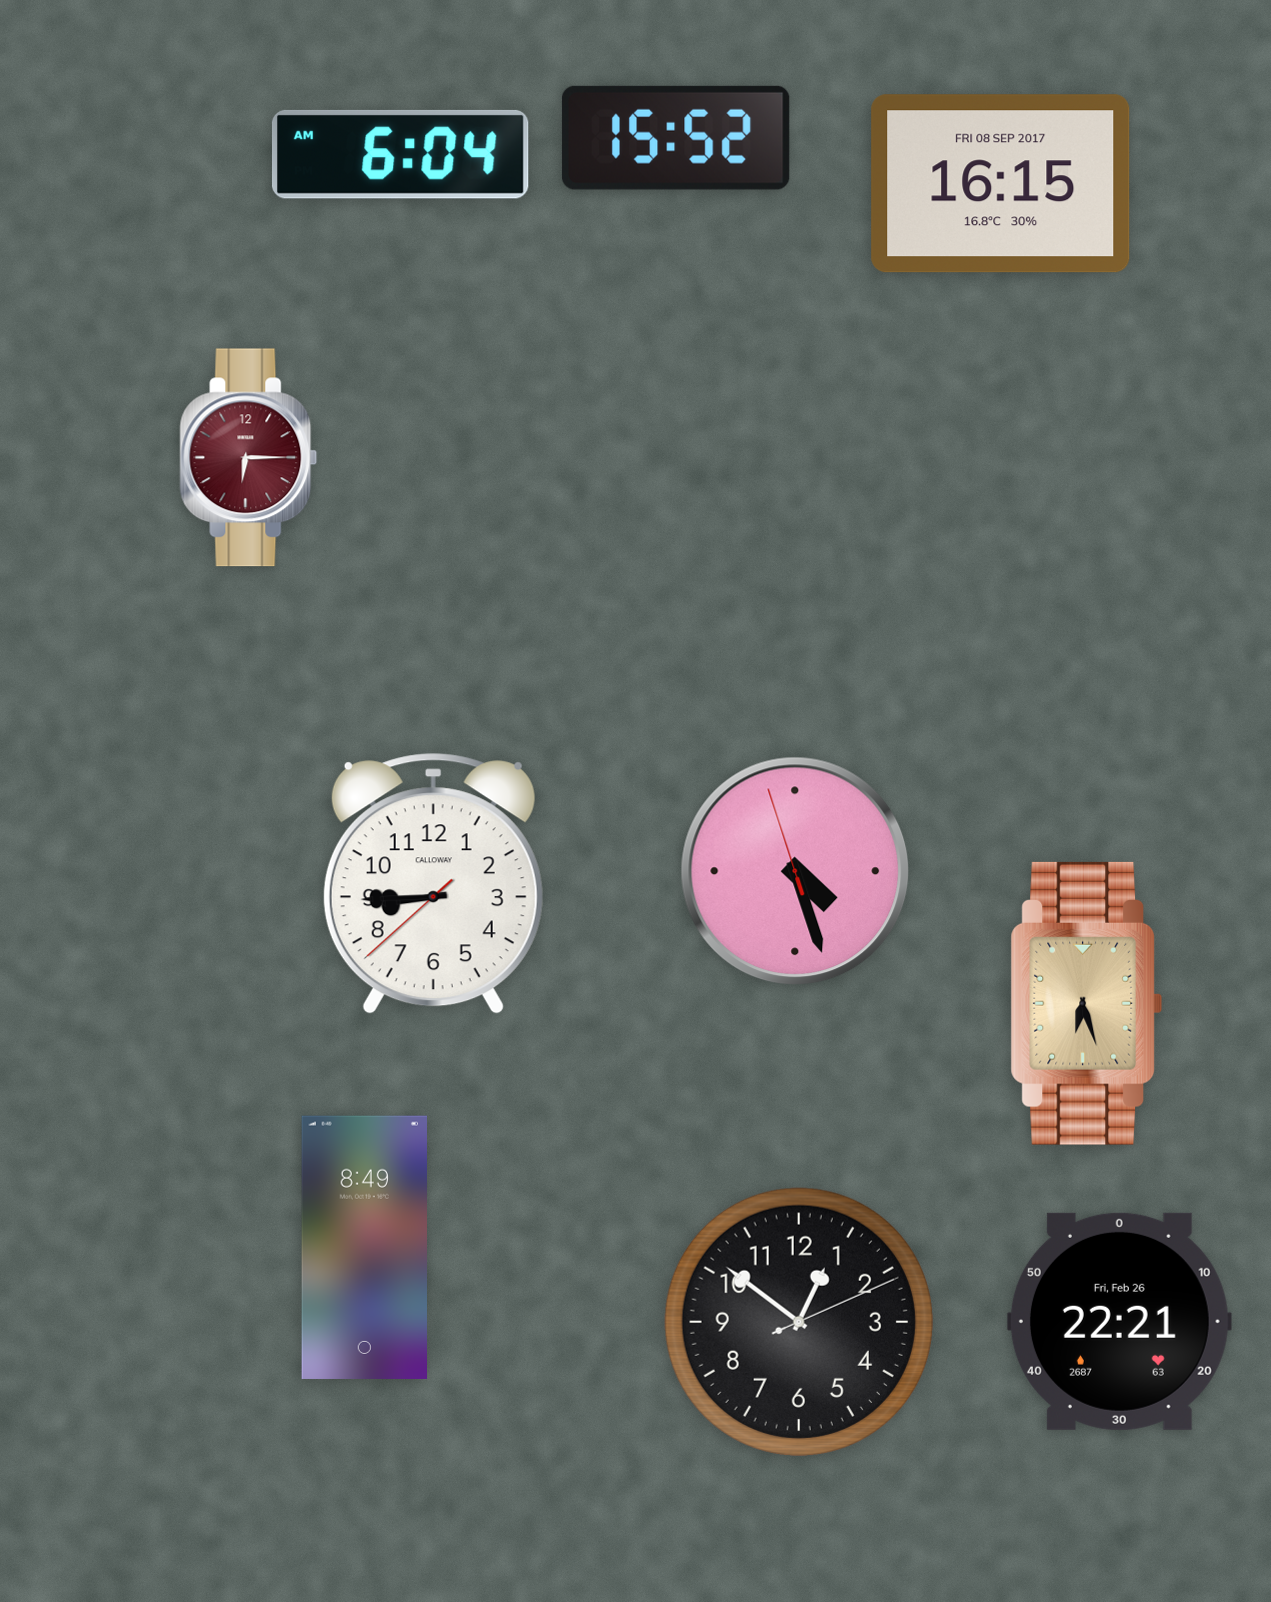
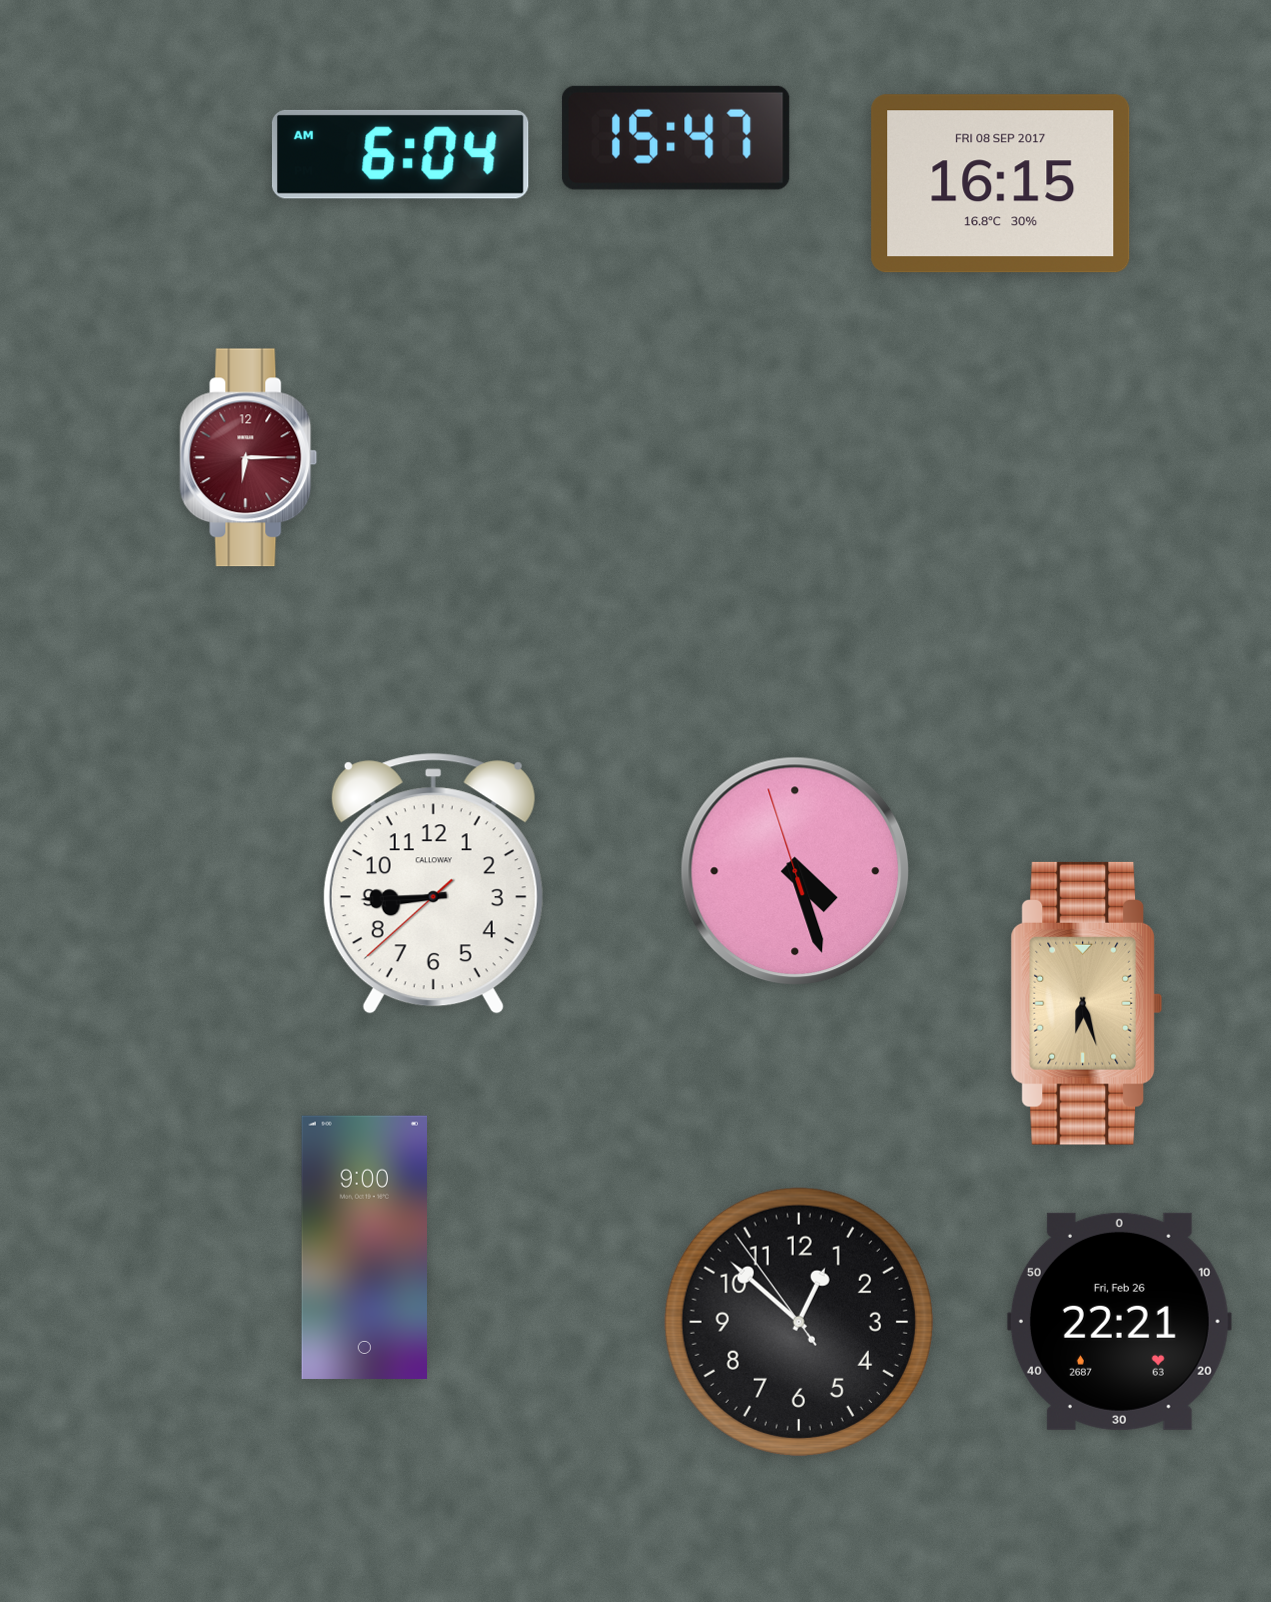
clock at (676, 138): 15:52 -> 15:47
clock at (364, 1247): 8:49 -> 9:00
clock at (799, 1322): 12:51:11 -> 12:51:54
